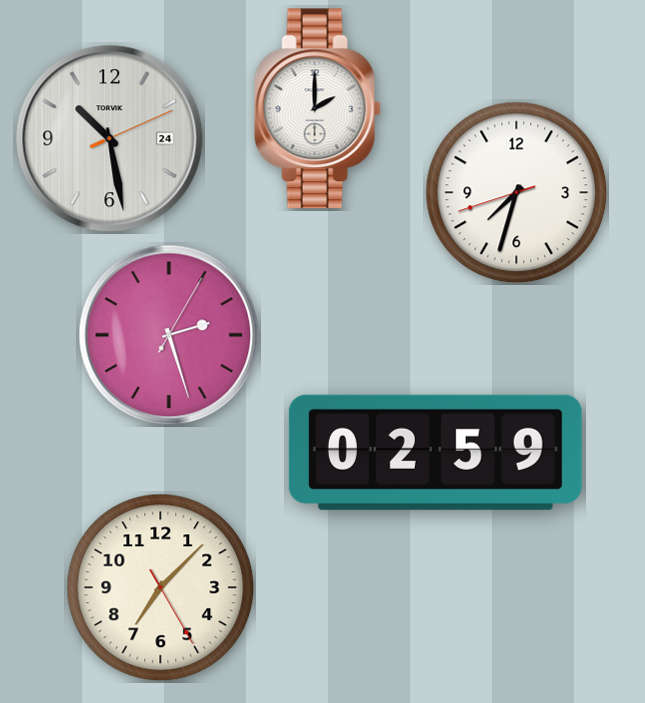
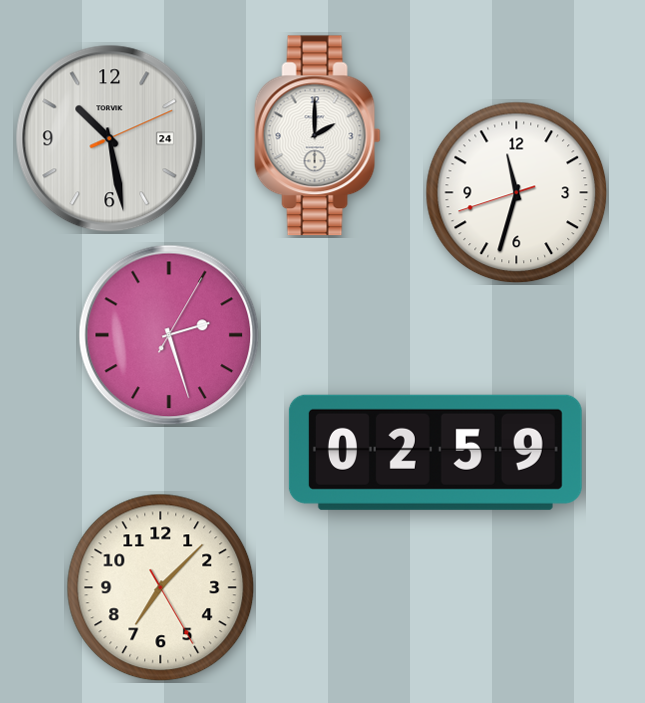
clock at (317, 109) position: (317, 109) -> (317, 136)
clock at (517, 193): 7:32 -> 11:32
